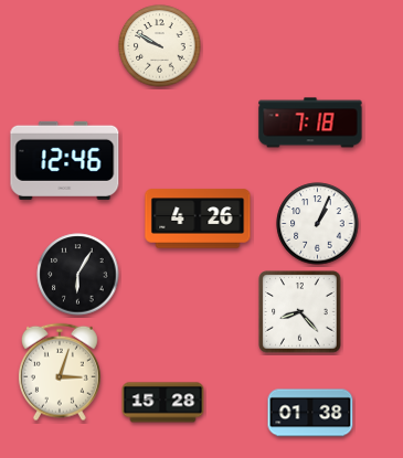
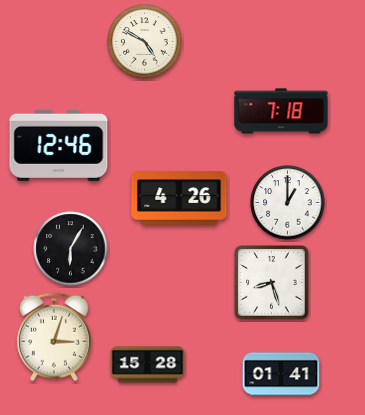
clock at (160, 46): 9:50 -> 4:50
clock at (318, 224): 1:04 -> 1:00
clock at (300, 312): 8:23 -> 8:27
clock at (310, 413): 01:38 -> 01:41
